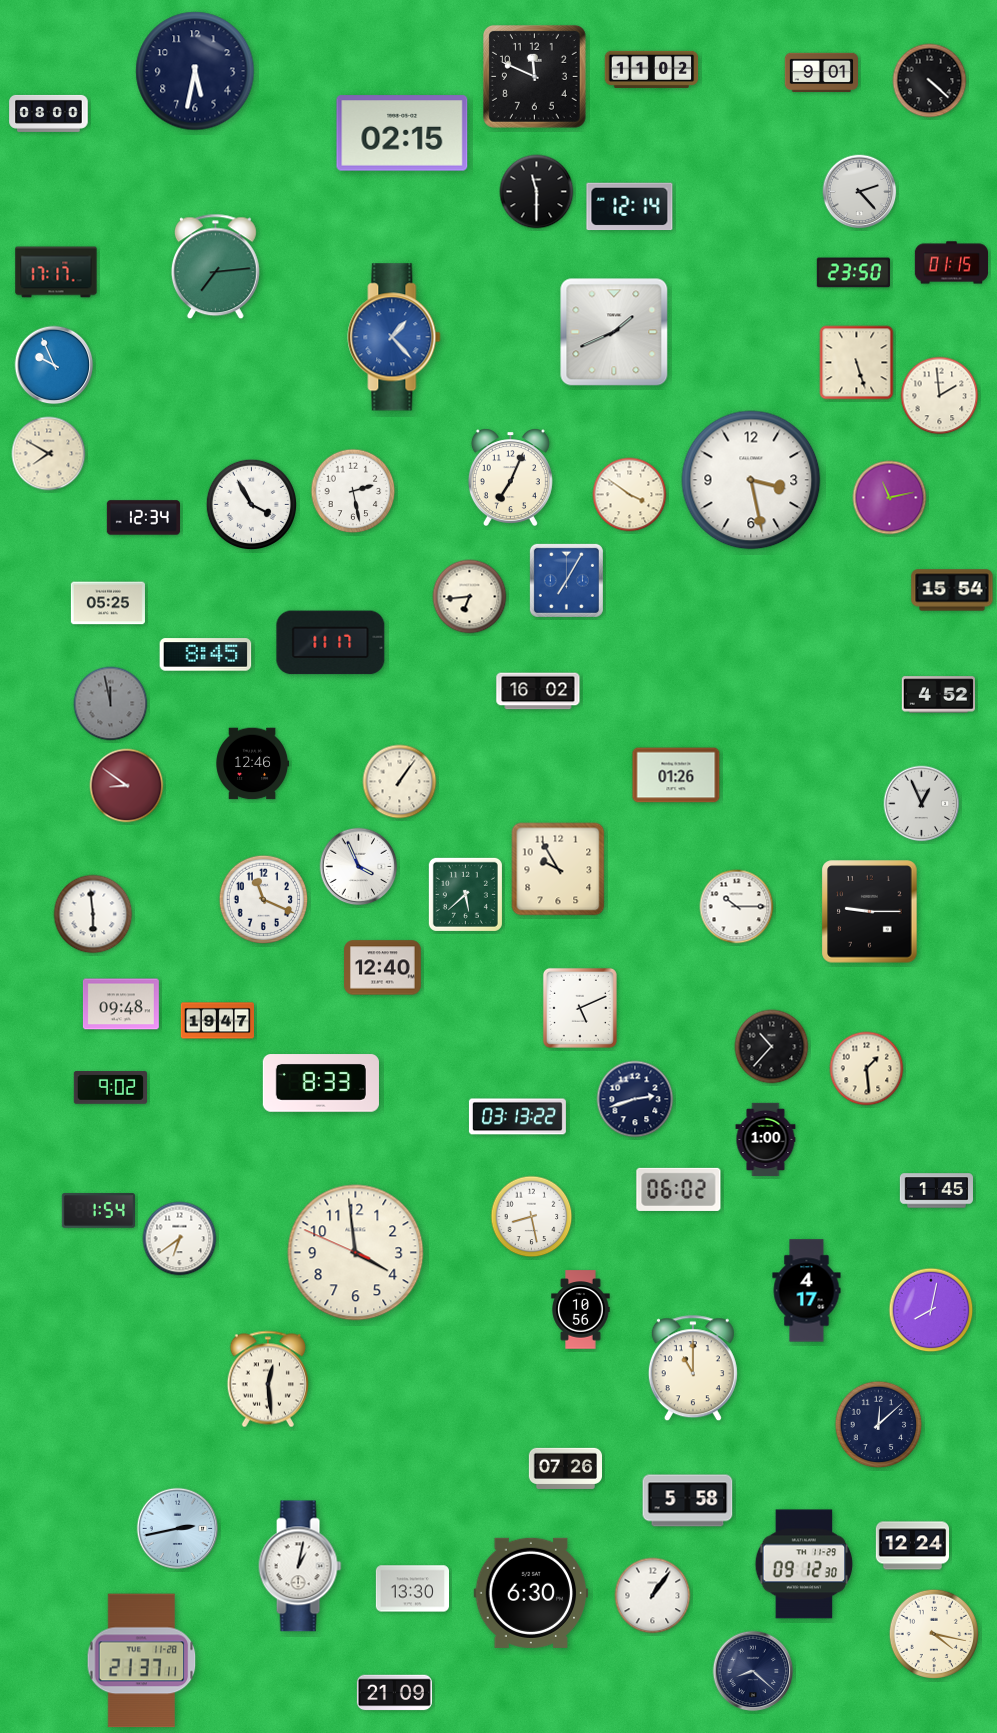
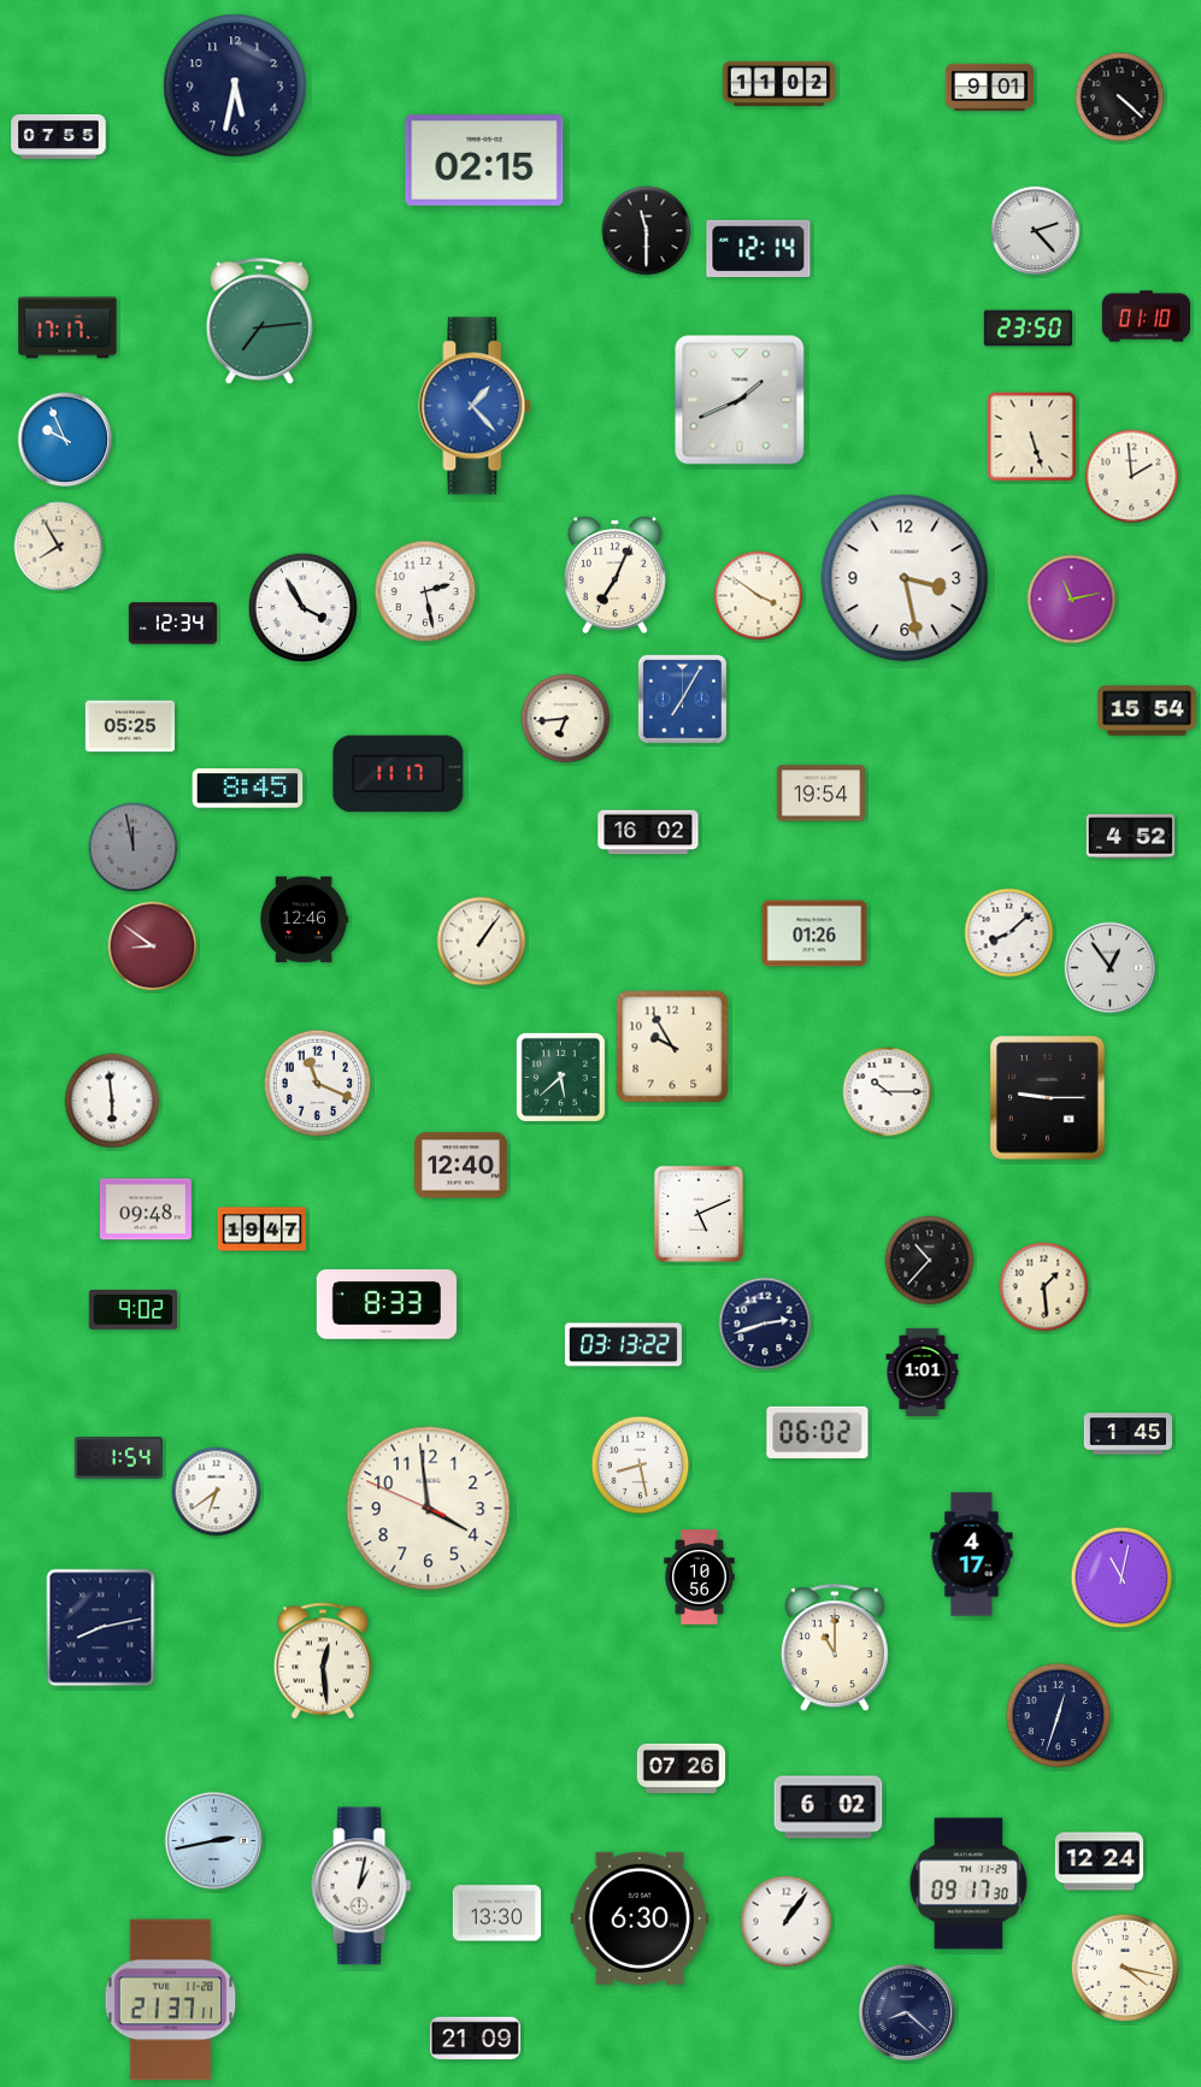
clock at (652, 69) position: (652, 69) -> (779, 83)
clock at (534, 76): 11:49 -> none
clock at (49, 113): 08:00 -> 07:55
clock at (951, 263): 01:15 -> 01:10
clock at (49, 454): 7:50 -> 7:55
clock at (820, 794): none -> 19:54
clock at (1009, 933): none -> 8:08
clock at (922, 804): 12:56 -> 12:54
clock at (359, 867): 3:56 -> none
clock at (766, 1140): 1:00 -> 1:01
clock at (931, 1310): 8:02 -> 11:02
clock at (101, 1628): none -> 8:13
clock at (879, 1425): 12:08 -> 12:33
clock at (688, 1501): 5:58 -> 6:02
clock at (804, 1564): 09:12 -> 09:17
